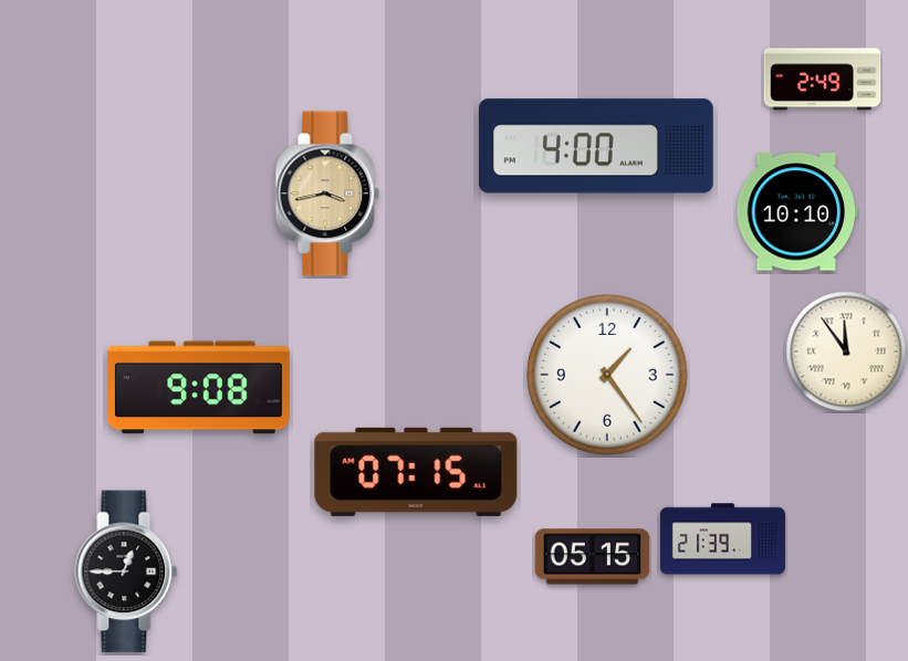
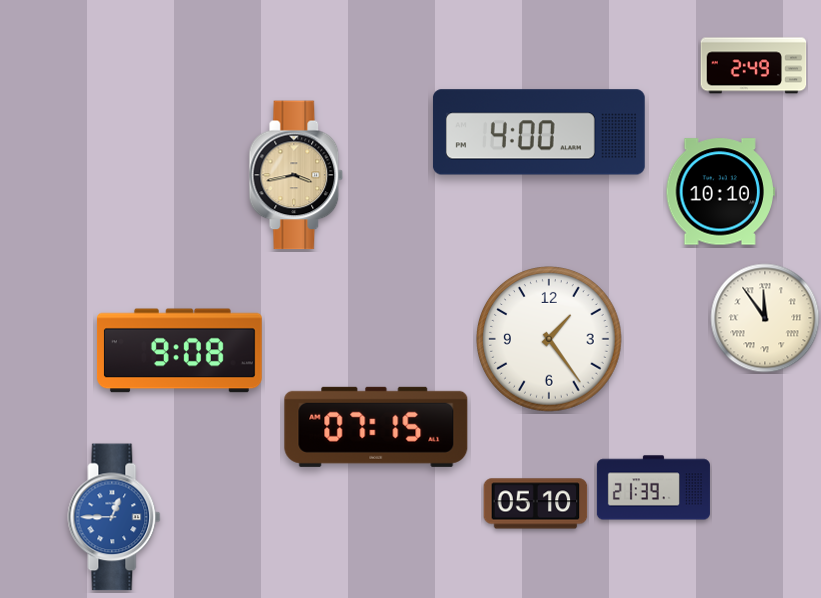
clock at (823, 80) position: (823, 80) -> (754, 66)
clock at (593, 557): 05:15 -> 05:10
clock at (126, 571) dial: black -> blue
